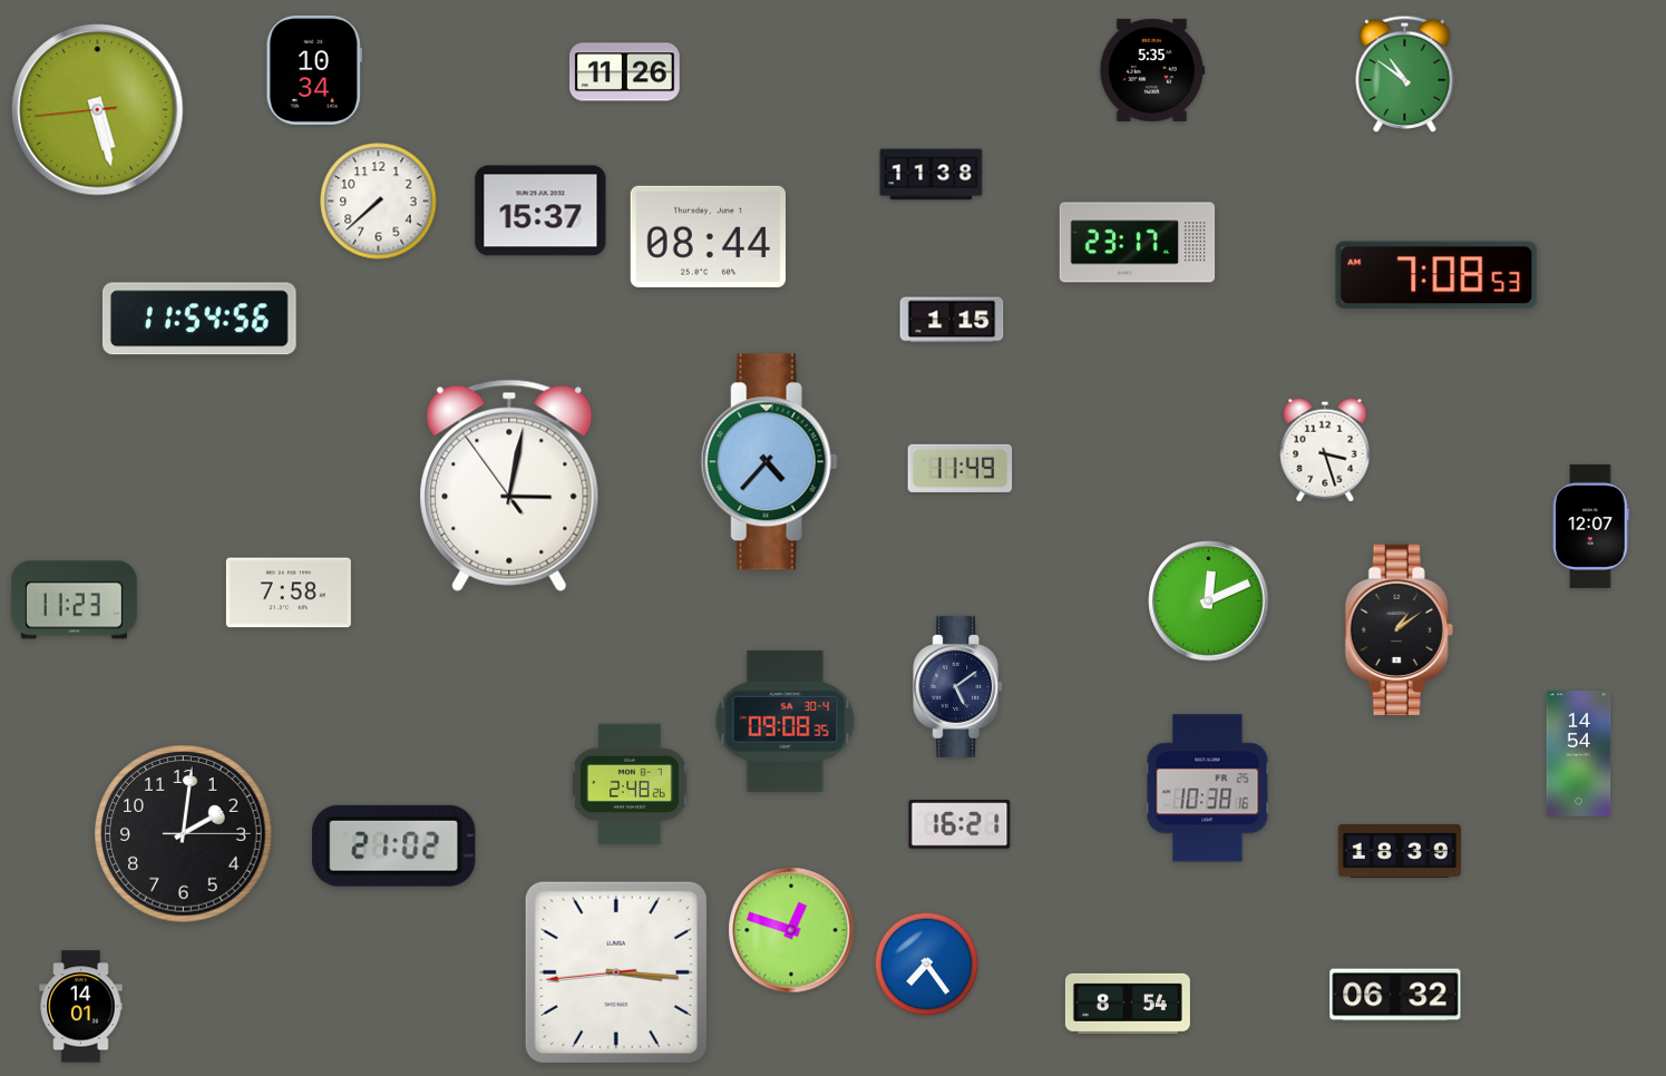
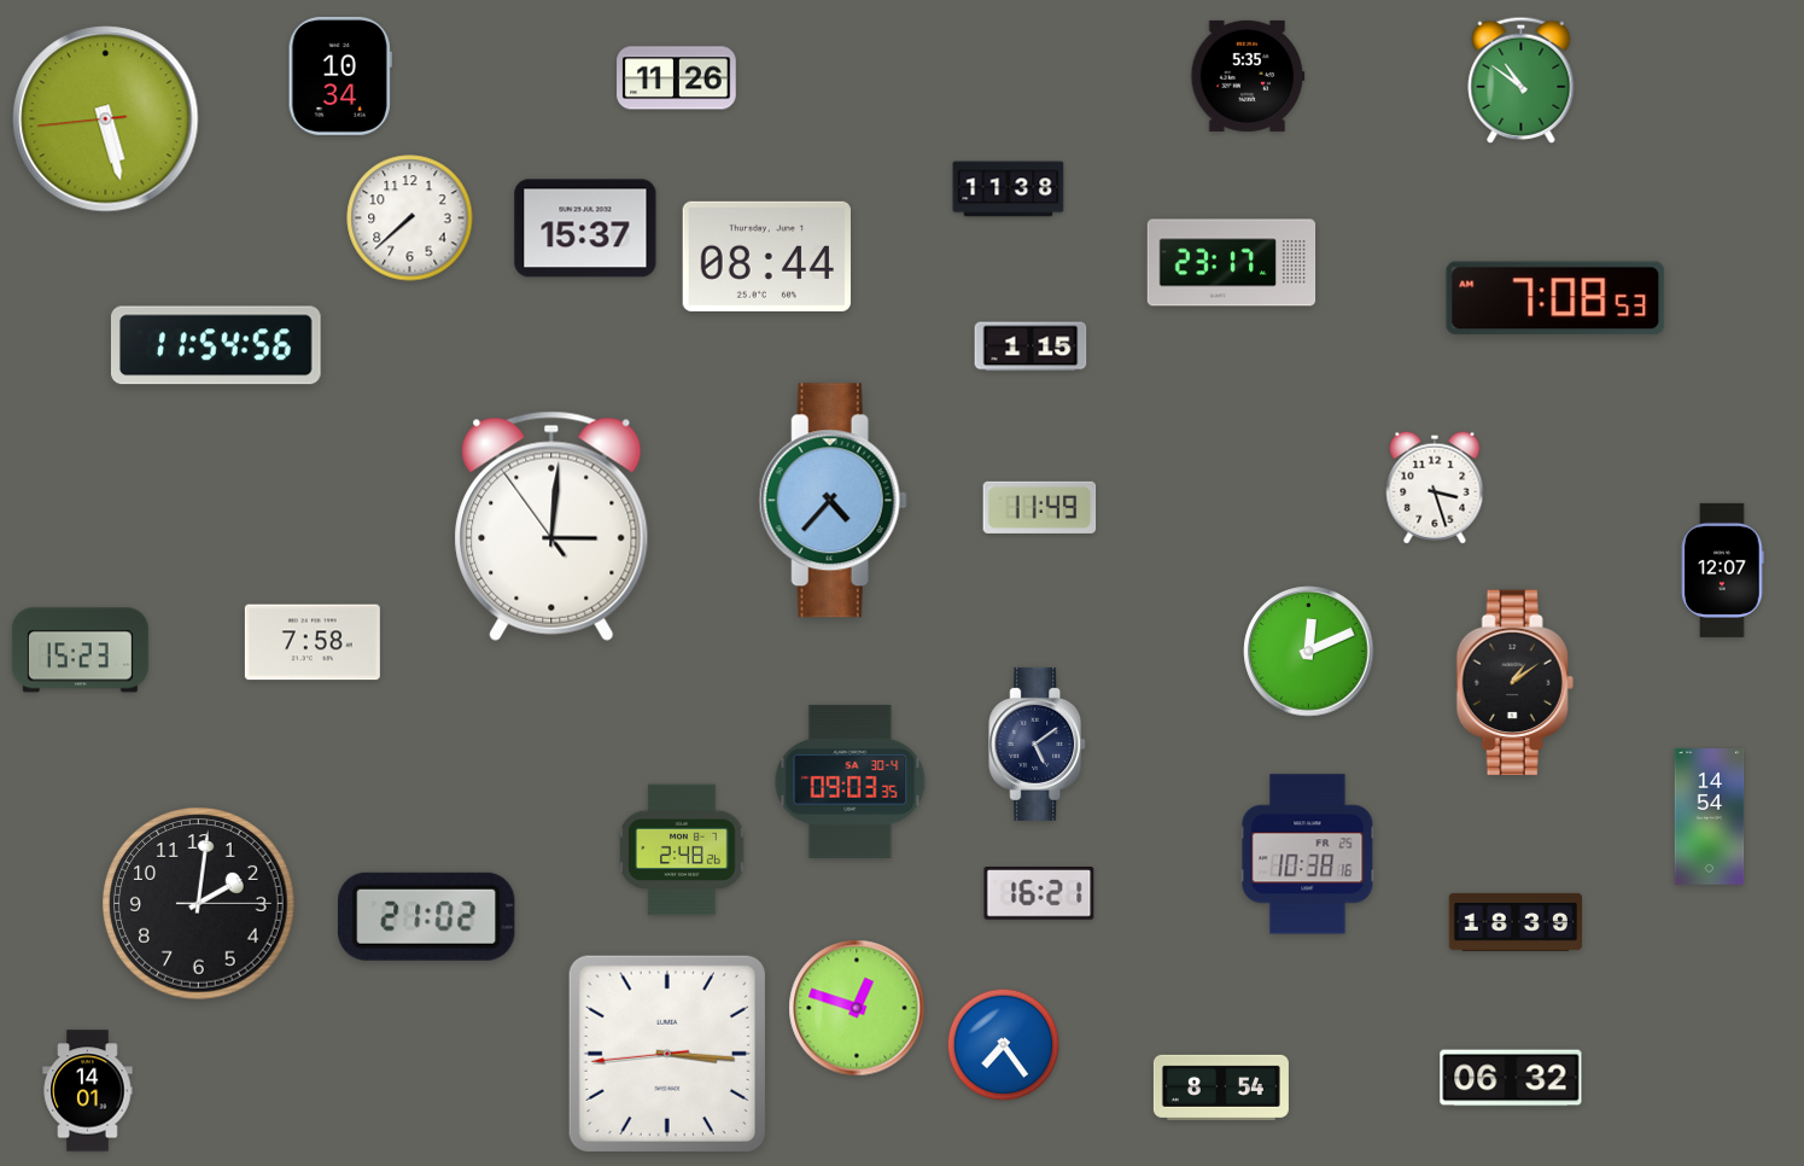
clock at (509, 486): 3:01 -> 3:00
clock at (74, 600): 11:23 -> 15:23
clock at (786, 721): 09:08 -> 09:03
